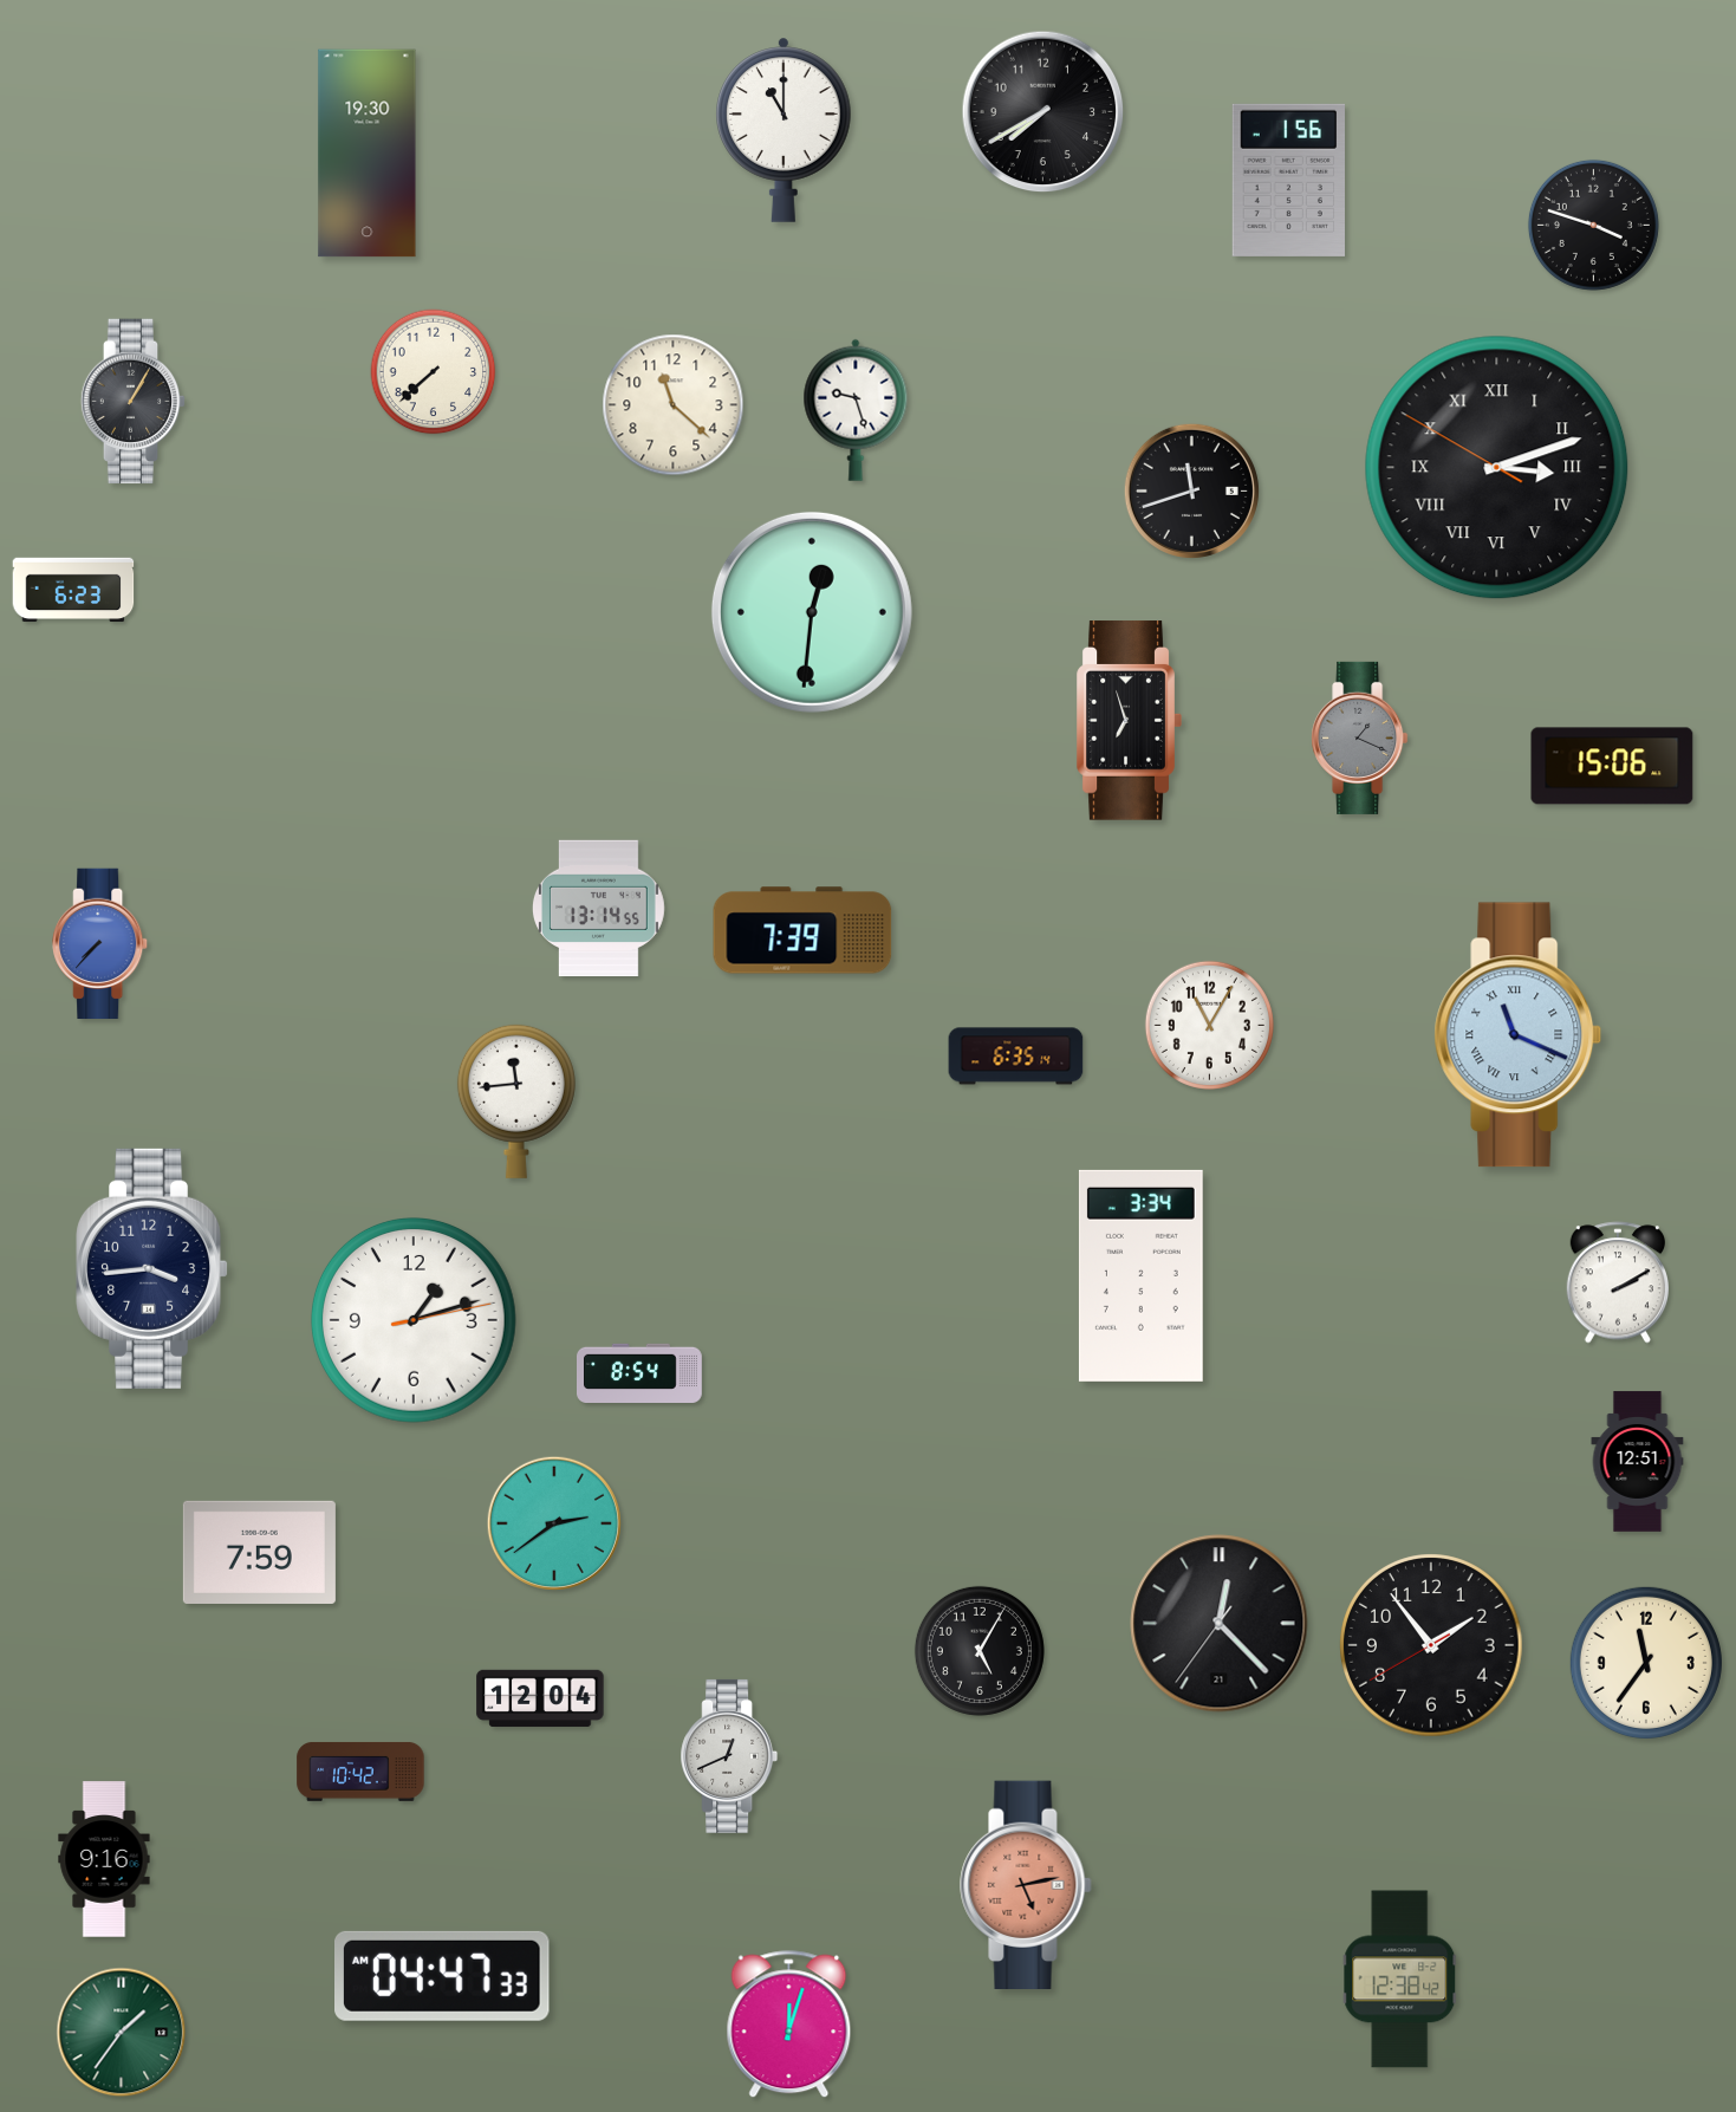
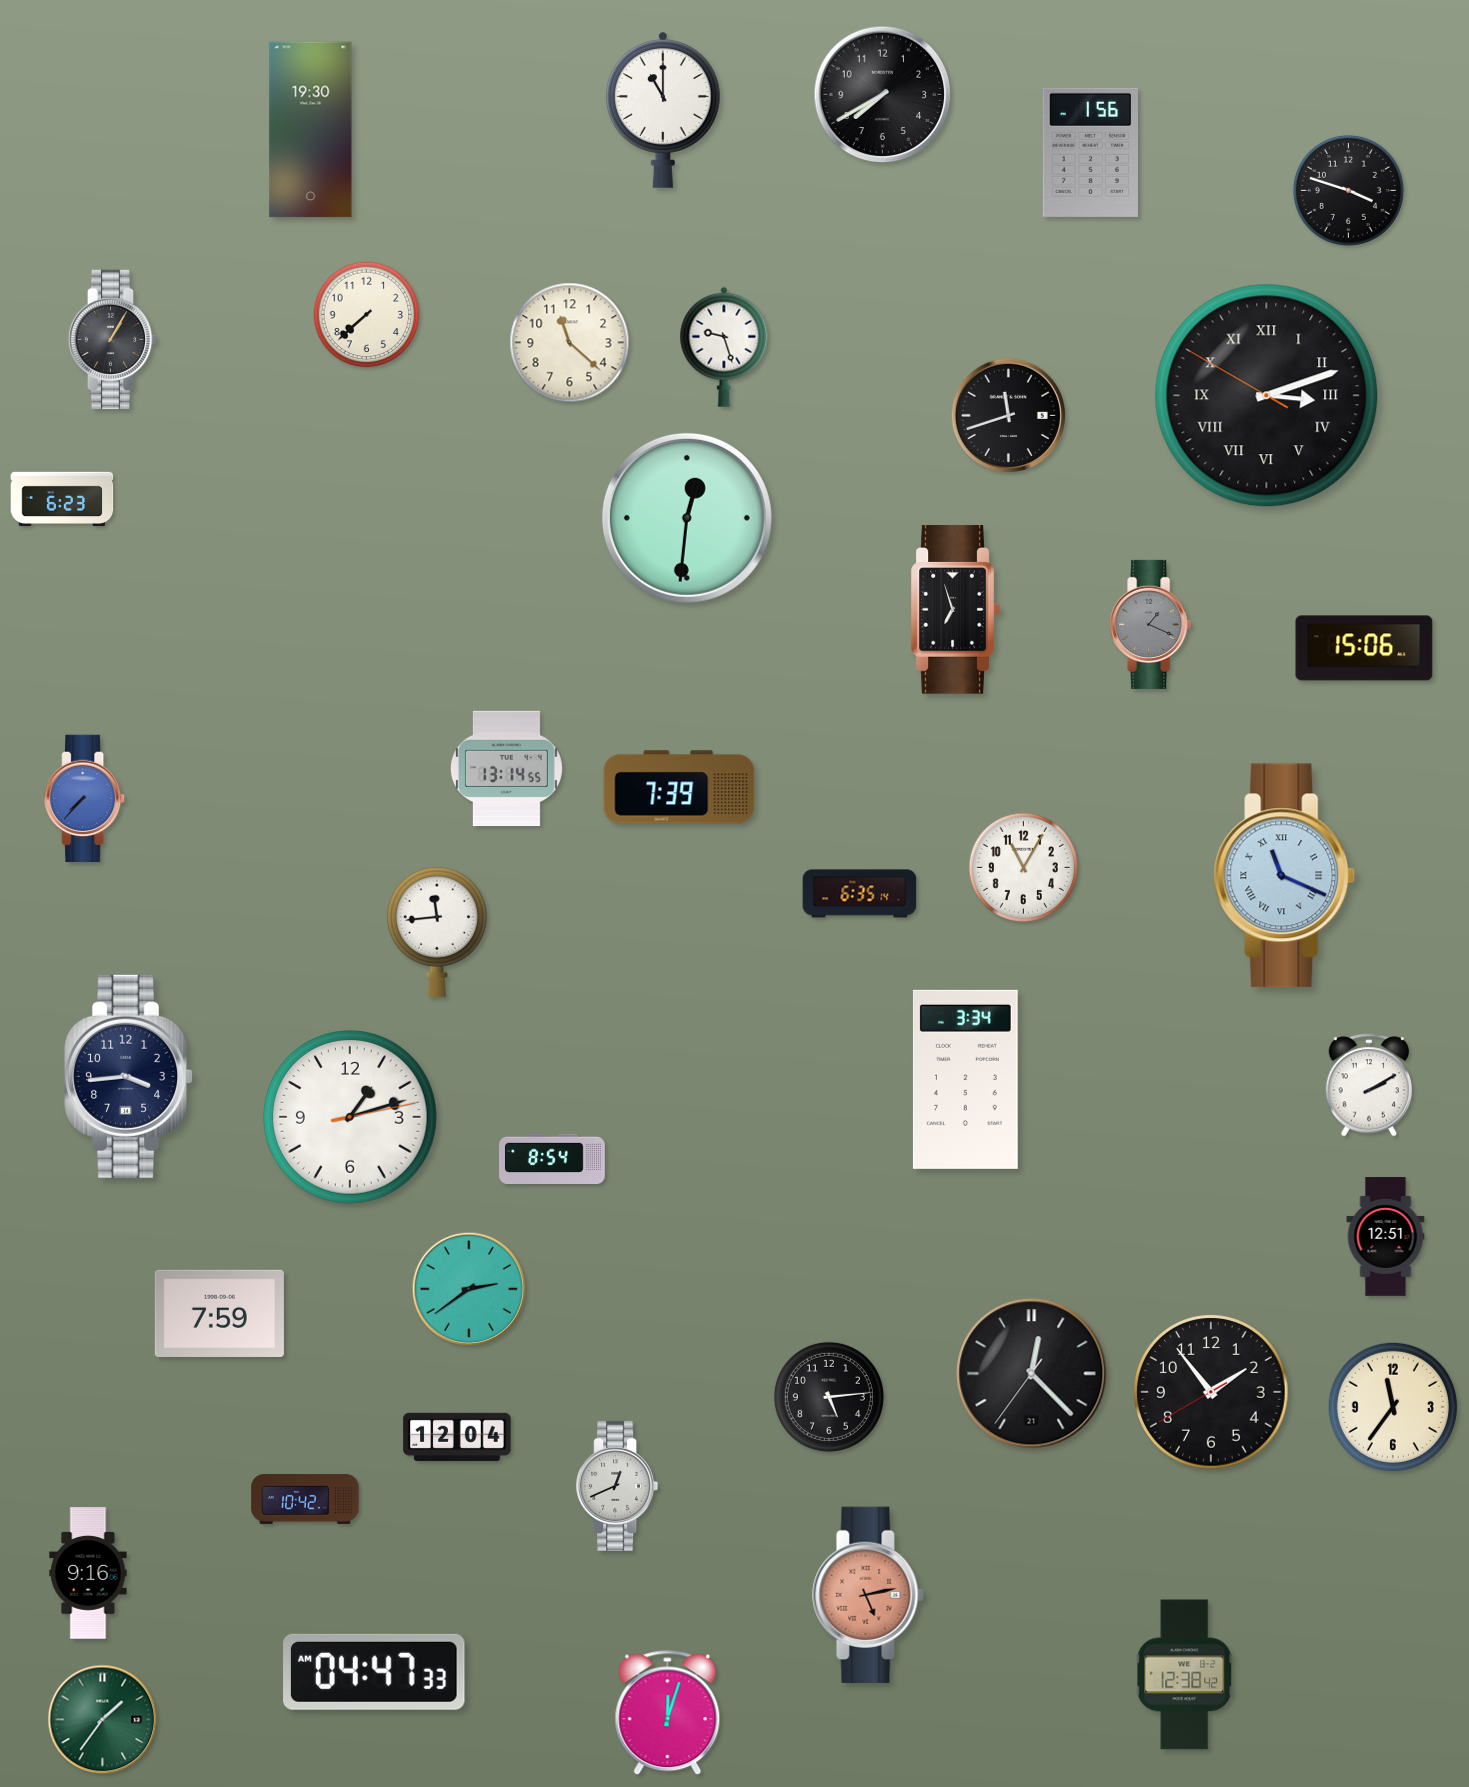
clock at (154, 1268) position: (154, 1268) -> (130, 1076)
clock at (641, 1372) position: (641, 1372) -> (553, 1158)
clock at (980, 1651): 5:05 -> 5:14
